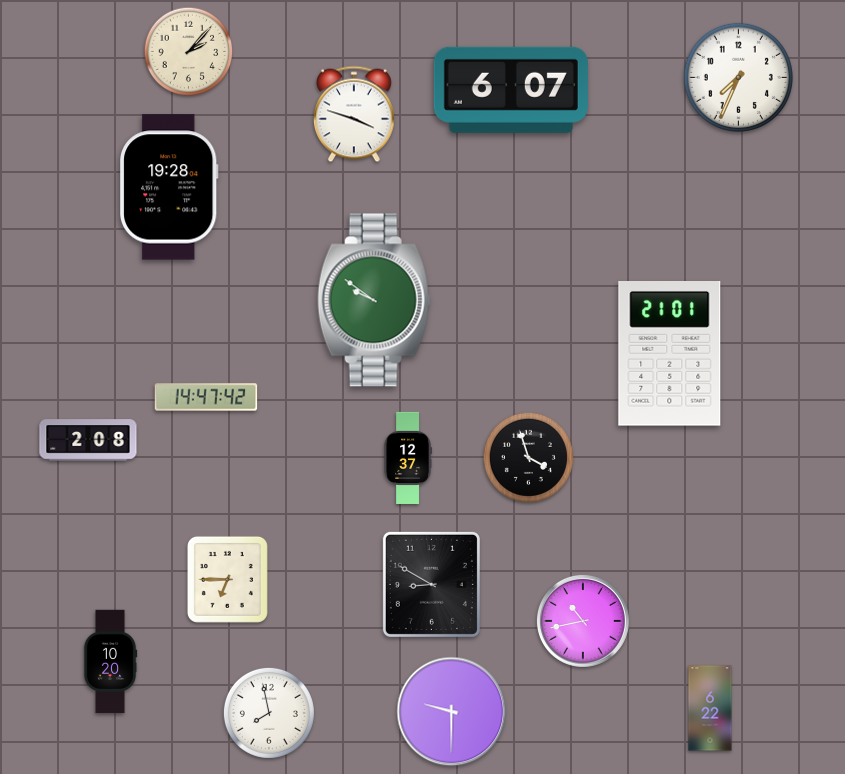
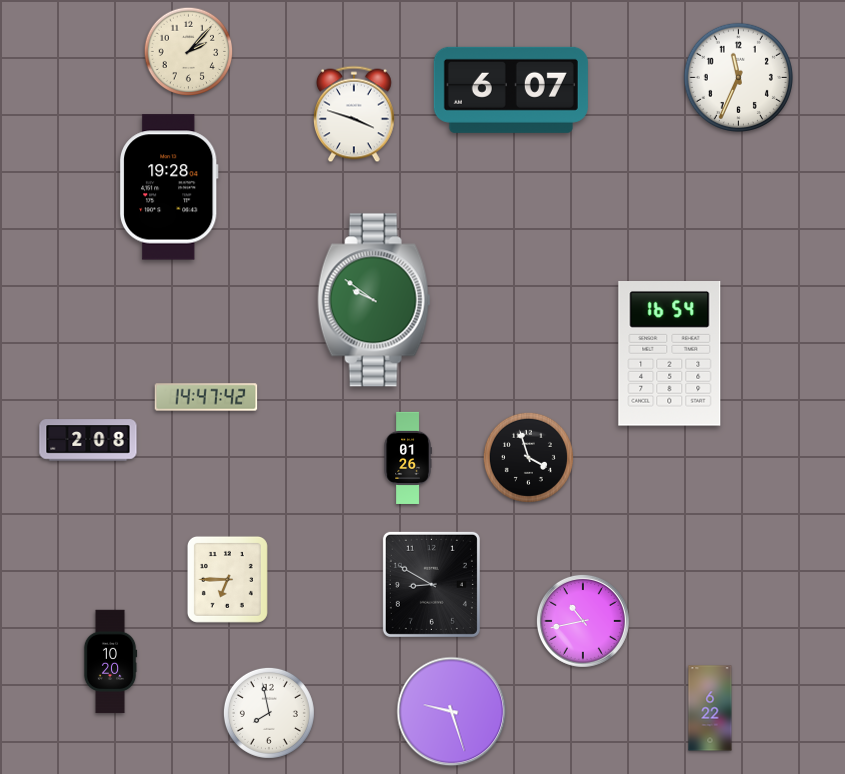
clock at (738, 77): 7:34 -> 11:34
clock at (670, 354): 21:01 -> 16:54
clock at (408, 458): 12:37 -> 01:26
clock at (452, 712): 9:30 -> 9:27
